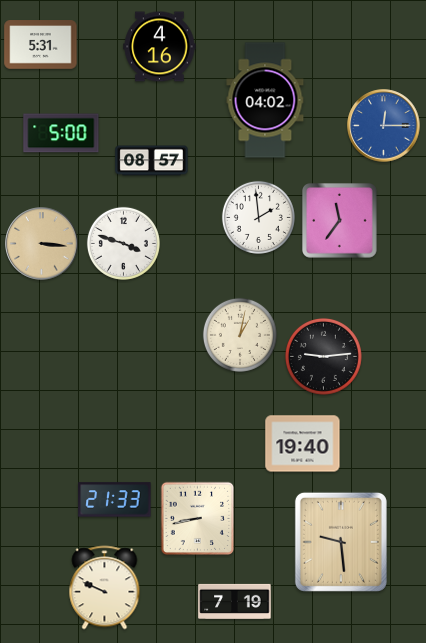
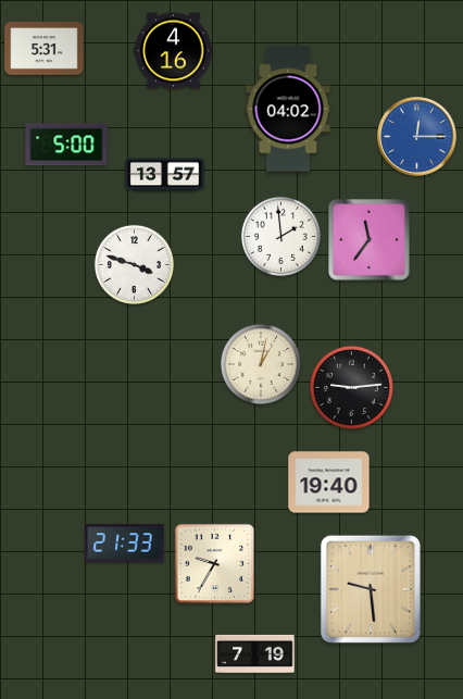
clock at (152, 161): 08:57 -> 13:57
clock at (42, 244): 3:16 -> none
clock at (198, 519): 8:43 -> 9:35
clock at (105, 588): 9:49 -> none
